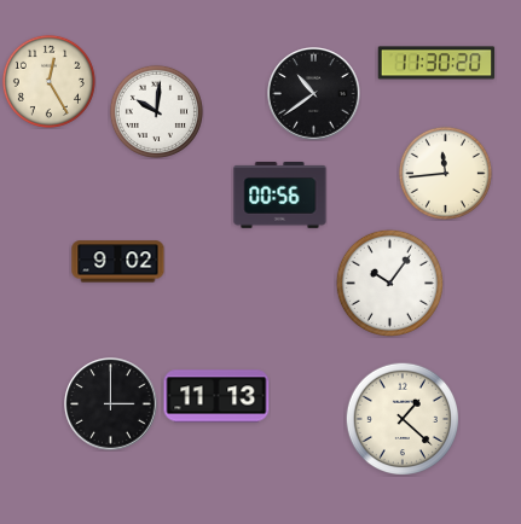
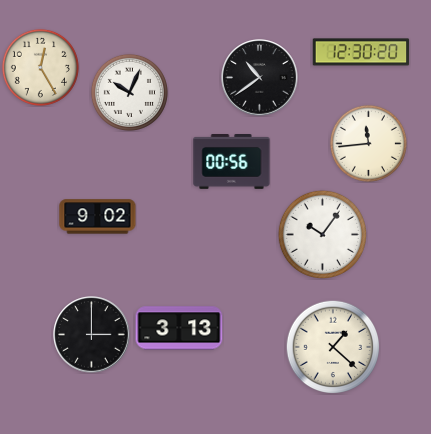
clock at (436, 63): 11:30 -> 12:30
clock at (156, 111): 10:01 -> 10:04
clock at (216, 396): 11:13 -> 3:13
